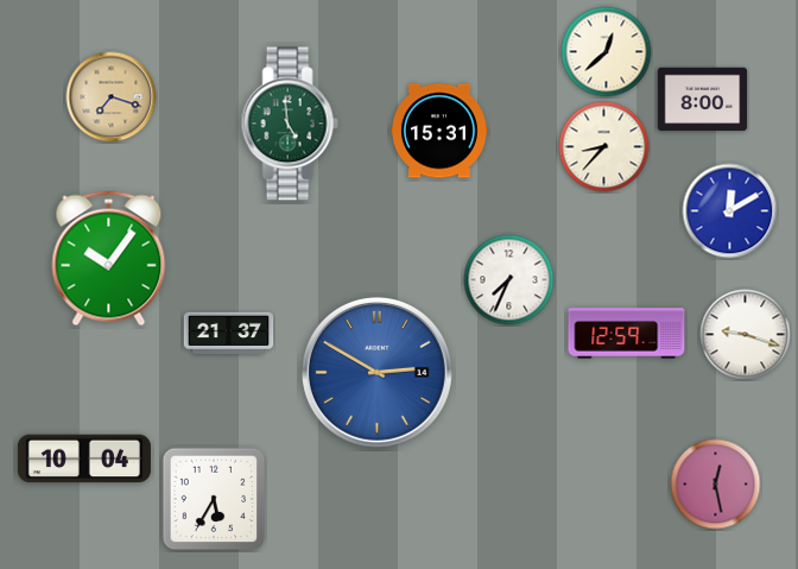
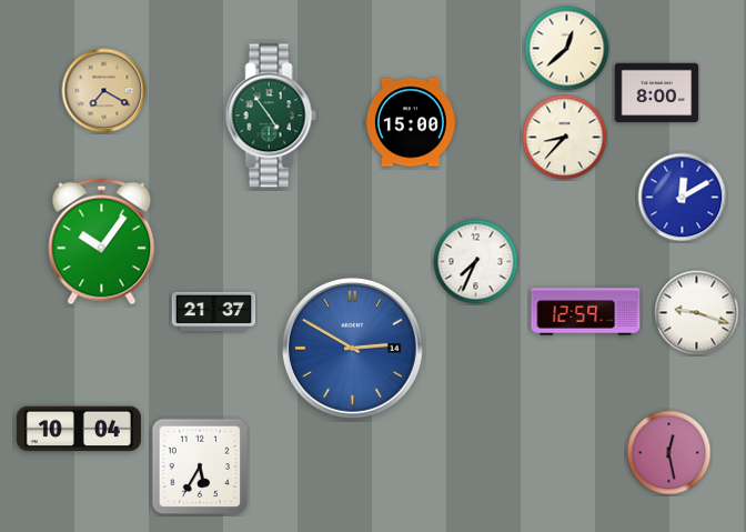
clock at (112, 97): 7:18 -> 7:20
clock at (290, 124): 4:59 -> 4:54
clock at (439, 131): 15:31 -> 15:00
